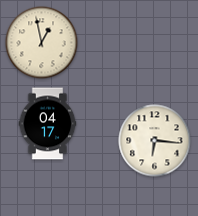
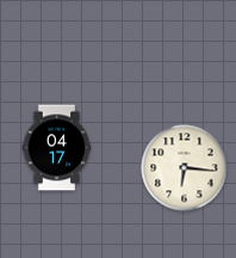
clock at (42, 43): 12:58 -> none
